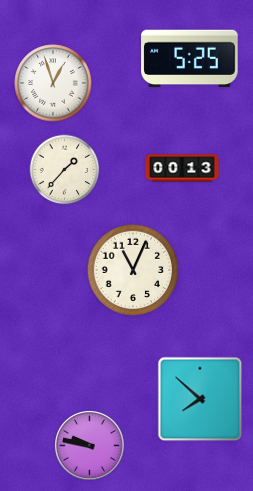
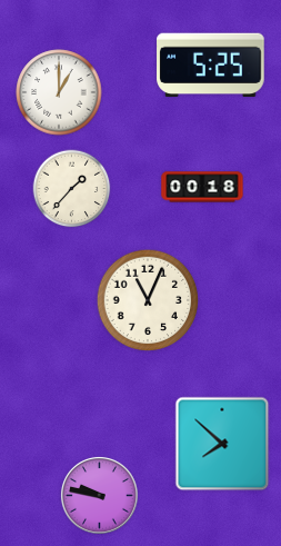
clock at (53, 83): 12:57 -> 1:00
clock at (182, 168): 00:13 -> 00:18
